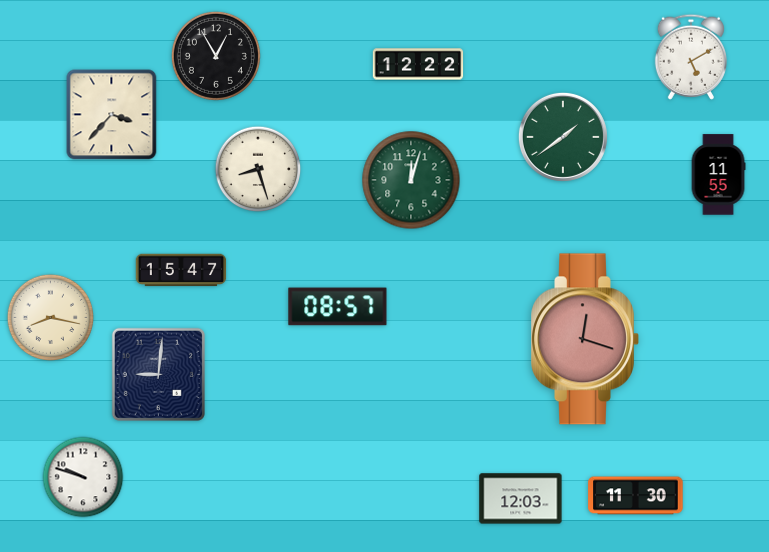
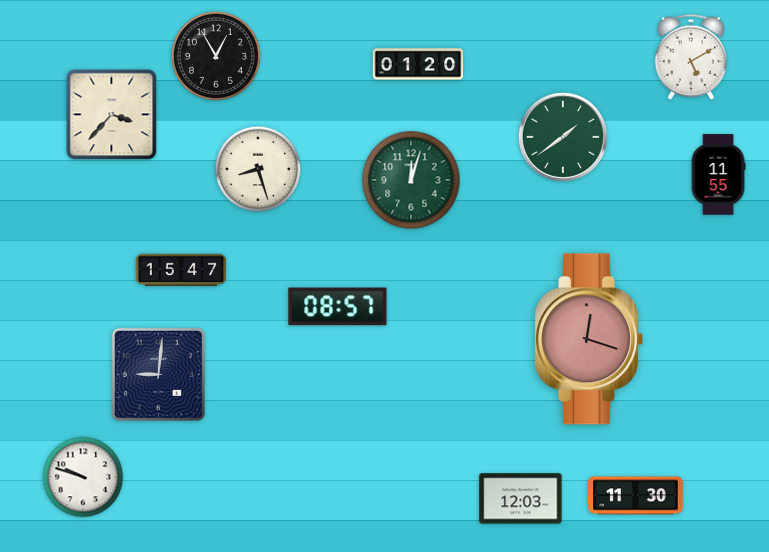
clock at (418, 64): 12:22 -> 01:20
clock at (51, 318): 8:17 -> none
clock at (585, 339) position: (585, 339) -> (589, 339)
